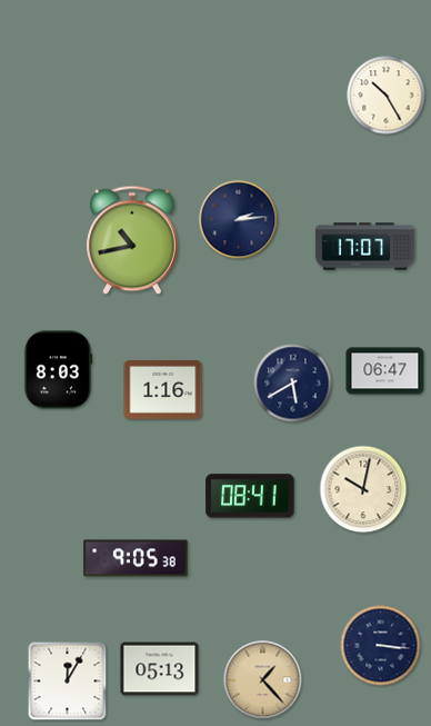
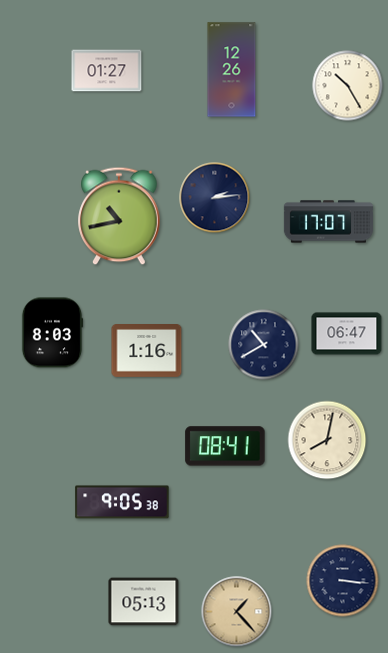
clock at (232, 70): none -> 12:26
clock at (107, 71): none -> 01:27
clock at (293, 384): 5:40 -> 10:40
clock at (363, 489): 10:02 -> 8:02
clock at (68, 682): 12:05 -> none
